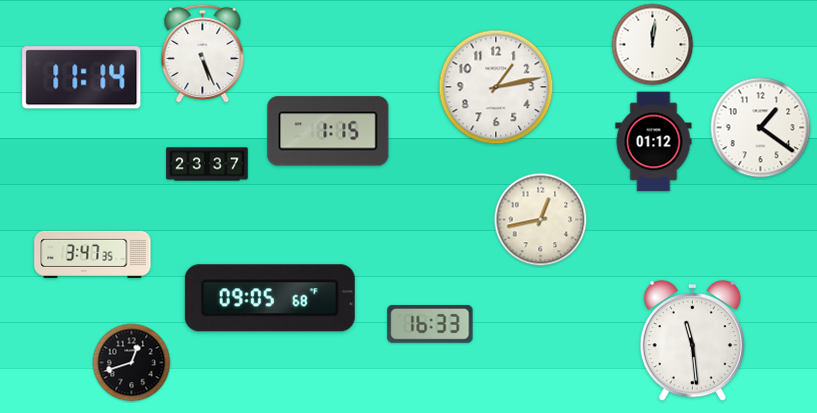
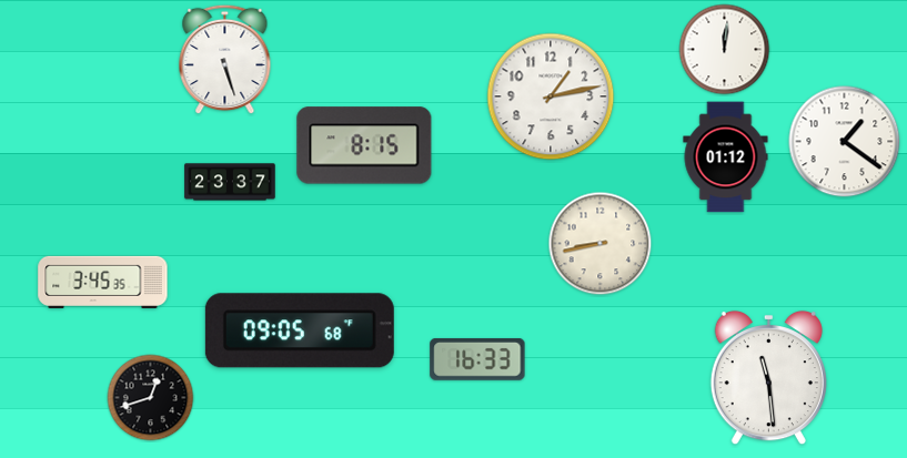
clock at (203, 54): 5:26 -> 5:27
clock at (82, 78): 11:14 -> none
clock at (328, 131): 1:15 -> 8:15
clock at (541, 220): 12:43 -> 8:43
clock at (93, 254): 3:47 -> 3:45
clock at (132, 363) position: (132, 363) -> (151, 398)
